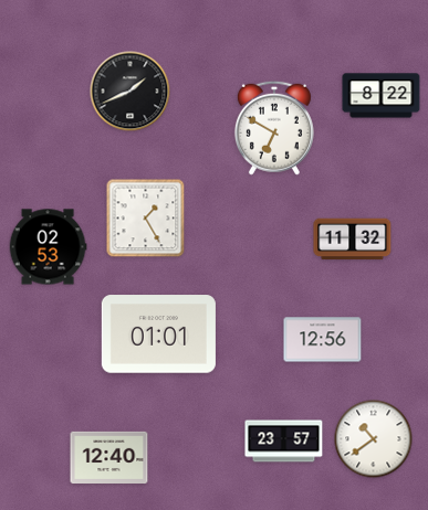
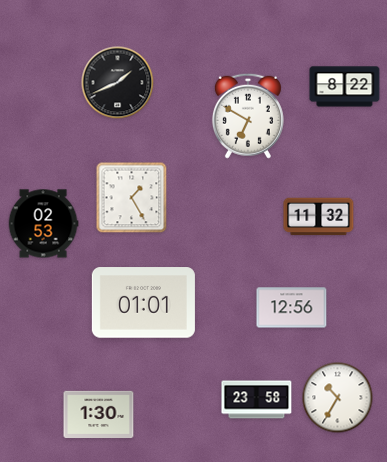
clock at (374, 439): 10:39 -> 10:35
clock at (284, 442): 23:57 -> 23:58
clock at (109, 458): 12:40 -> 1:30
